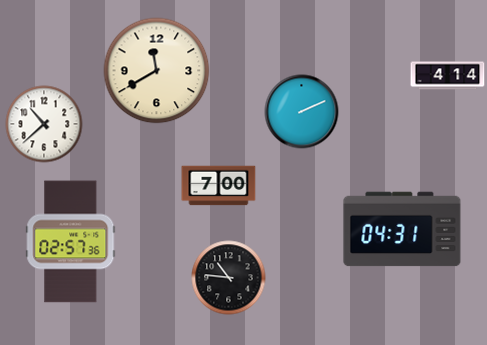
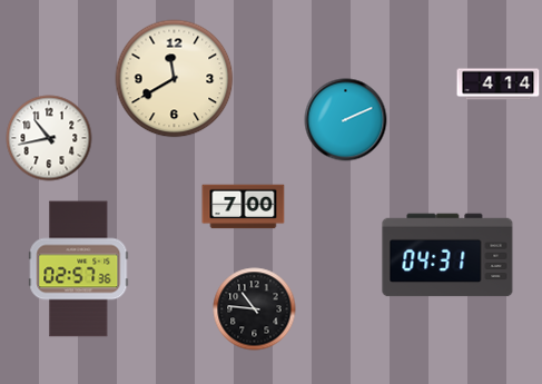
clock at (302, 112) position: (302, 112) -> (346, 120)
clock at (44, 124): 10:38 -> 10:43
